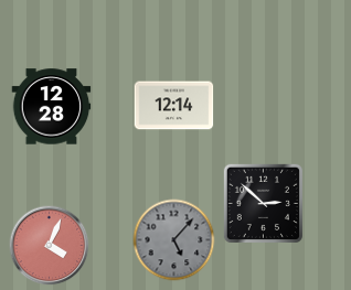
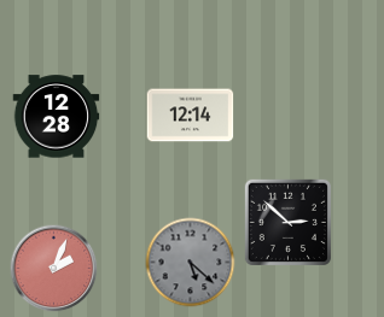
clock at (174, 240): 5:07 -> 5:22
clock at (50, 246): 4:04 -> 2:04
